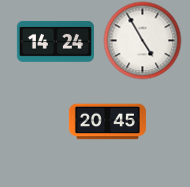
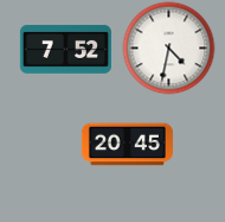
clock at (142, 40): 4:55 -> 4:32
clock at (55, 42): 14:24 -> 7:52
